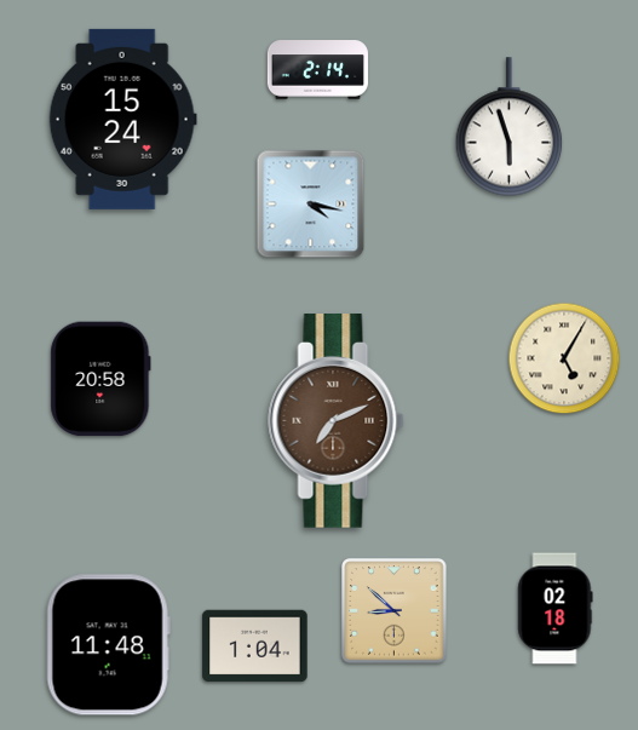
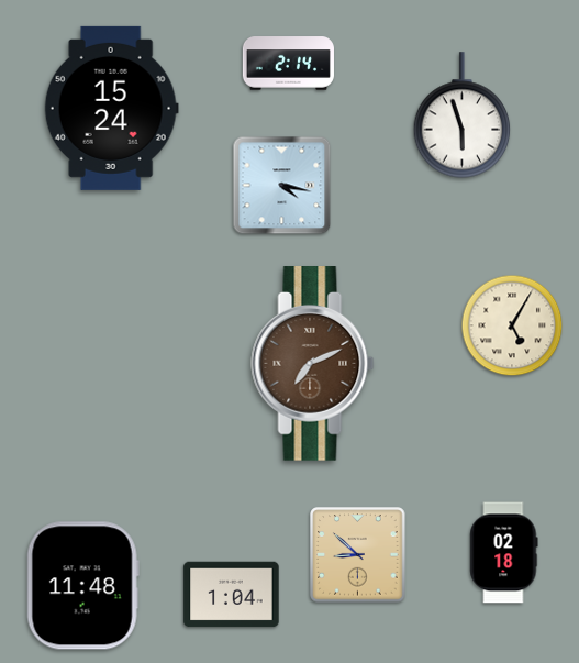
clock at (100, 379): 20:58 -> none
clock at (337, 421) position: (337, 421) -> (313, 364)
clock at (108, 645) position: (108, 645) -> (82, 586)
clock at (255, 646) position: (255, 646) -> (232, 595)
